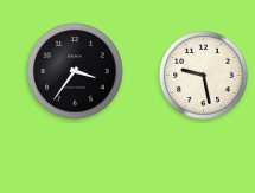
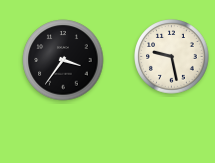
clock at (204, 76) position: (204, 76) -> (172, 57)
